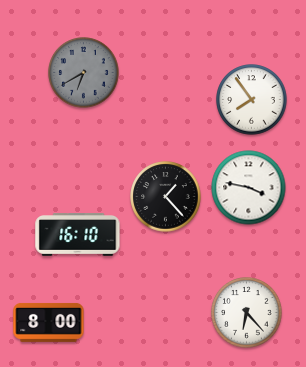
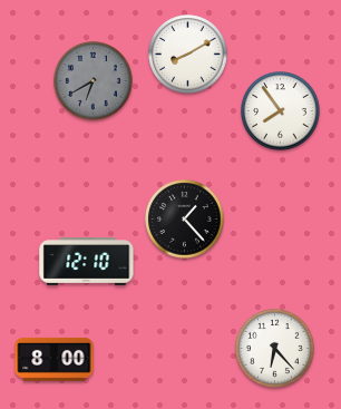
clock at (188, 55): none -> 8:10
clock at (249, 188): 3:47 -> none
clock at (78, 235): 16:10 -> 12:10
